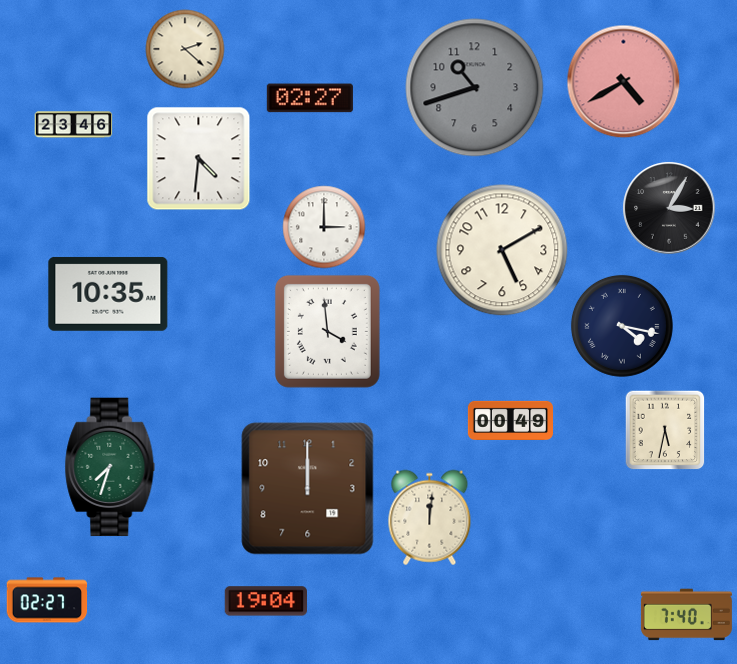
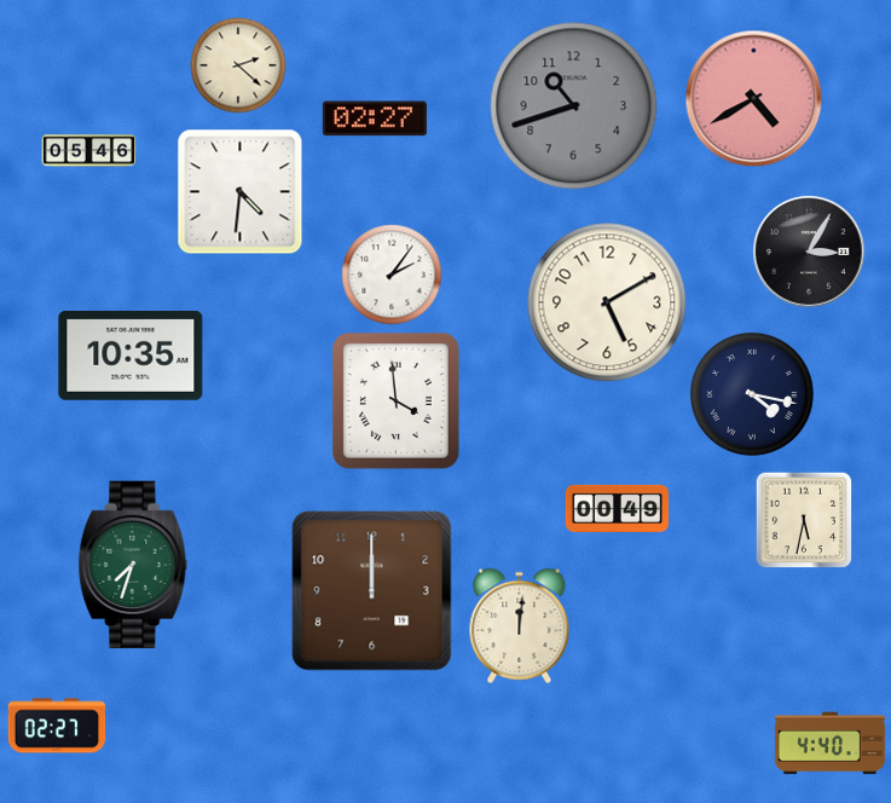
clock at (185, 49) position: (185, 49) -> (238, 65)
clock at (73, 125): 23:46 -> 05:46
clock at (324, 227): 3:00 -> 2:06
clock at (265, 601): 19:04 -> none
clock at (686, 615): 7:40 -> 4:40
